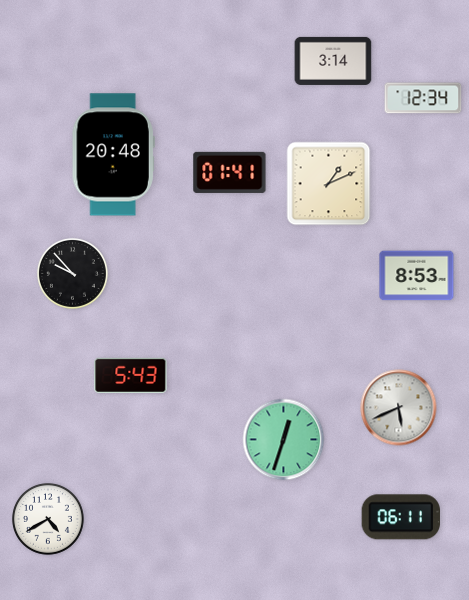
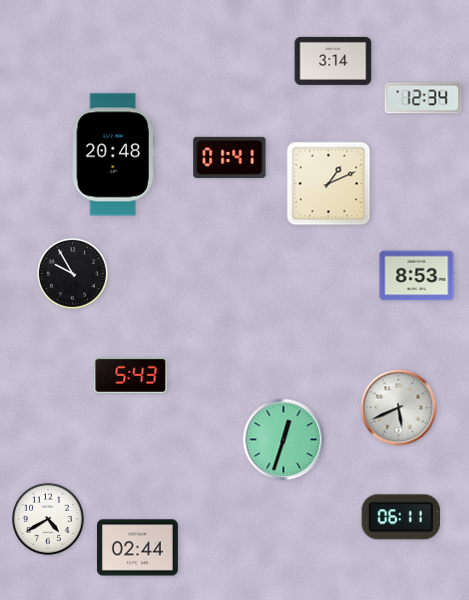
clock at (230, 172) position: (230, 172) -> (230, 157)
clock at (72, 273): 9:53 -> 9:55
clock at (137, 548): none -> 02:44
